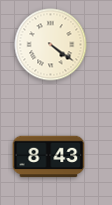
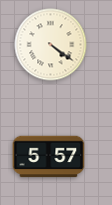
clock at (49, 157): 8:43 -> 5:57
